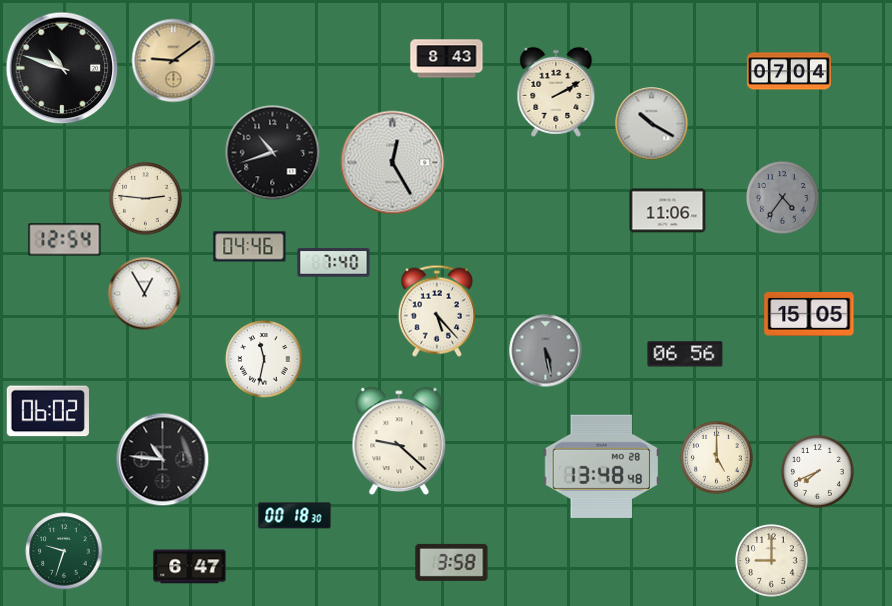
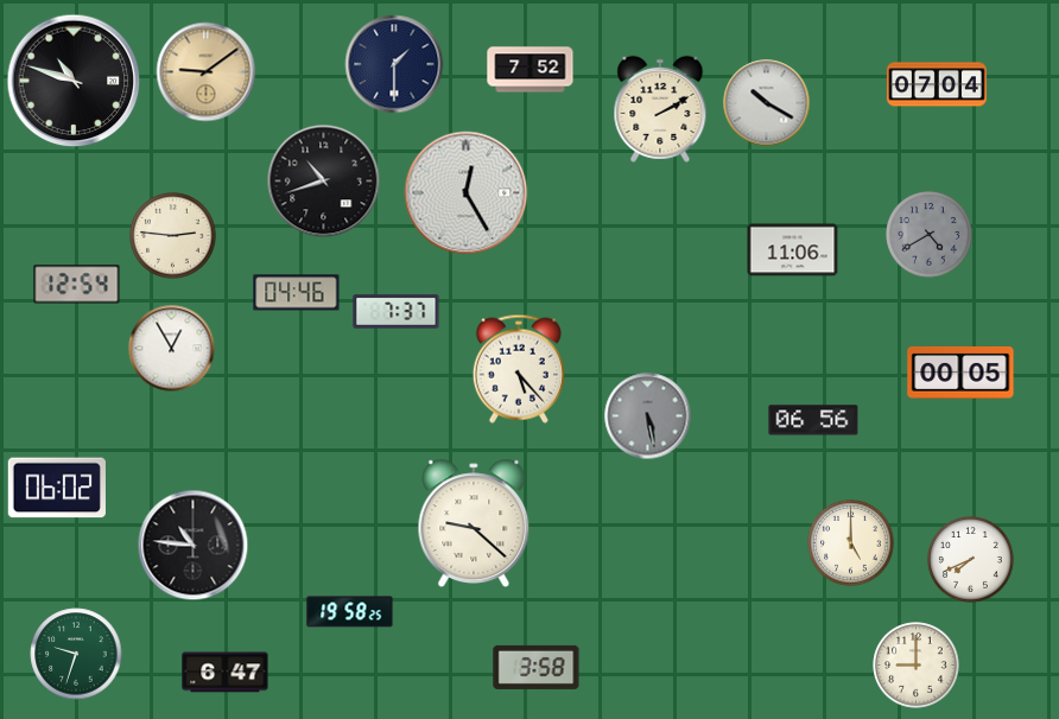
clock at (394, 64): none -> 1:30
clock at (447, 59): 8:43 -> 7:52
clock at (652, 124) position: (652, 124) -> (767, 103)
clock at (783, 198): 4:36 -> 4:40
clock at (334, 263): 7:40 -> 7:37
clock at (809, 314): 15:05 -> 00:05
clock at (264, 359): 11:32 -> none
clock at (602, 466): 13:48 -> none
clock at (295, 516): 00:18 -> 19:58
